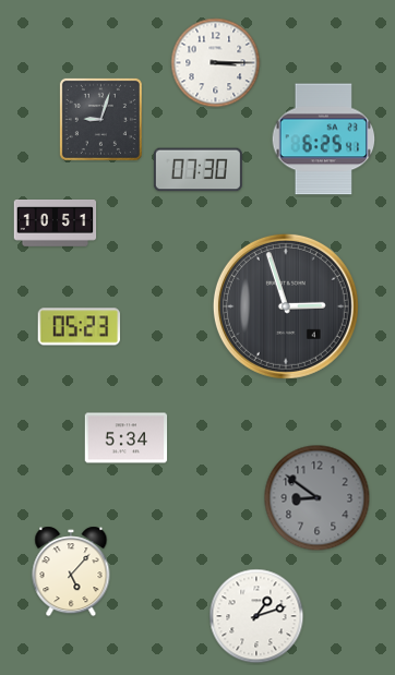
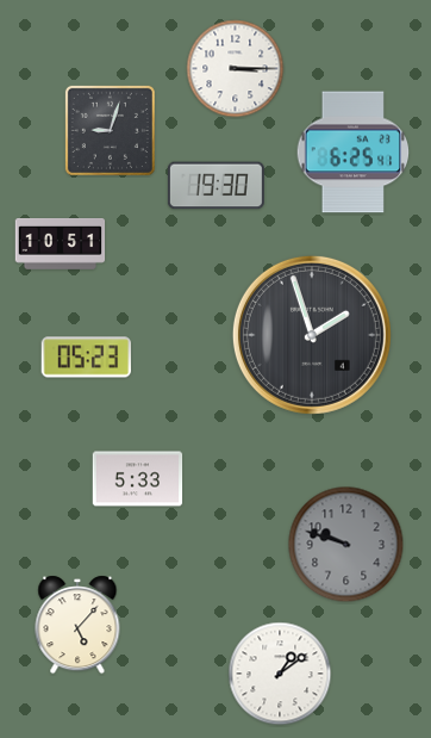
clock at (197, 170): 07:30 -> 19:30
clock at (286, 306): 2:57 -> 1:57
clock at (127, 438): 5:34 -> 5:33
clock at (318, 498): 8:51 -> 9:48
clock at (256, 616): 1:12 -> 1:09
